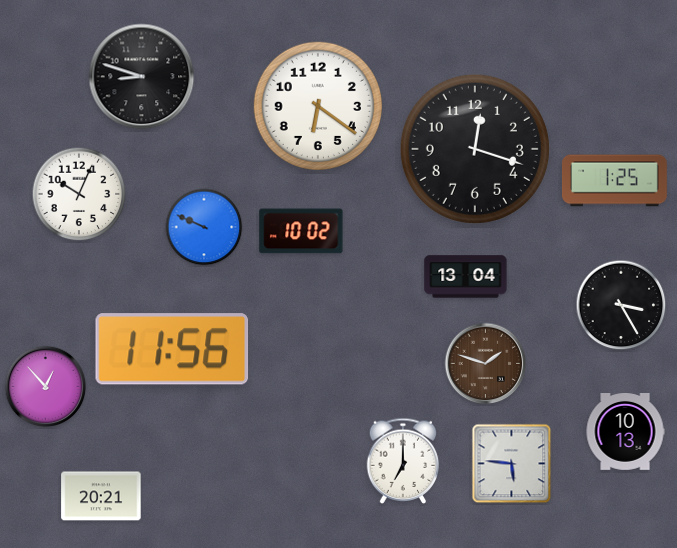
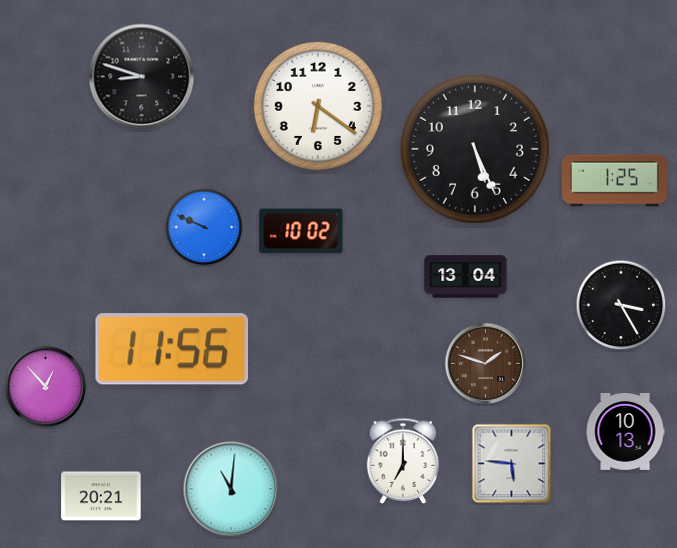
clock at (475, 149): 12:18 -> 5:26
clock at (79, 194): 10:04 -> none
clock at (231, 489): none -> 11:01
